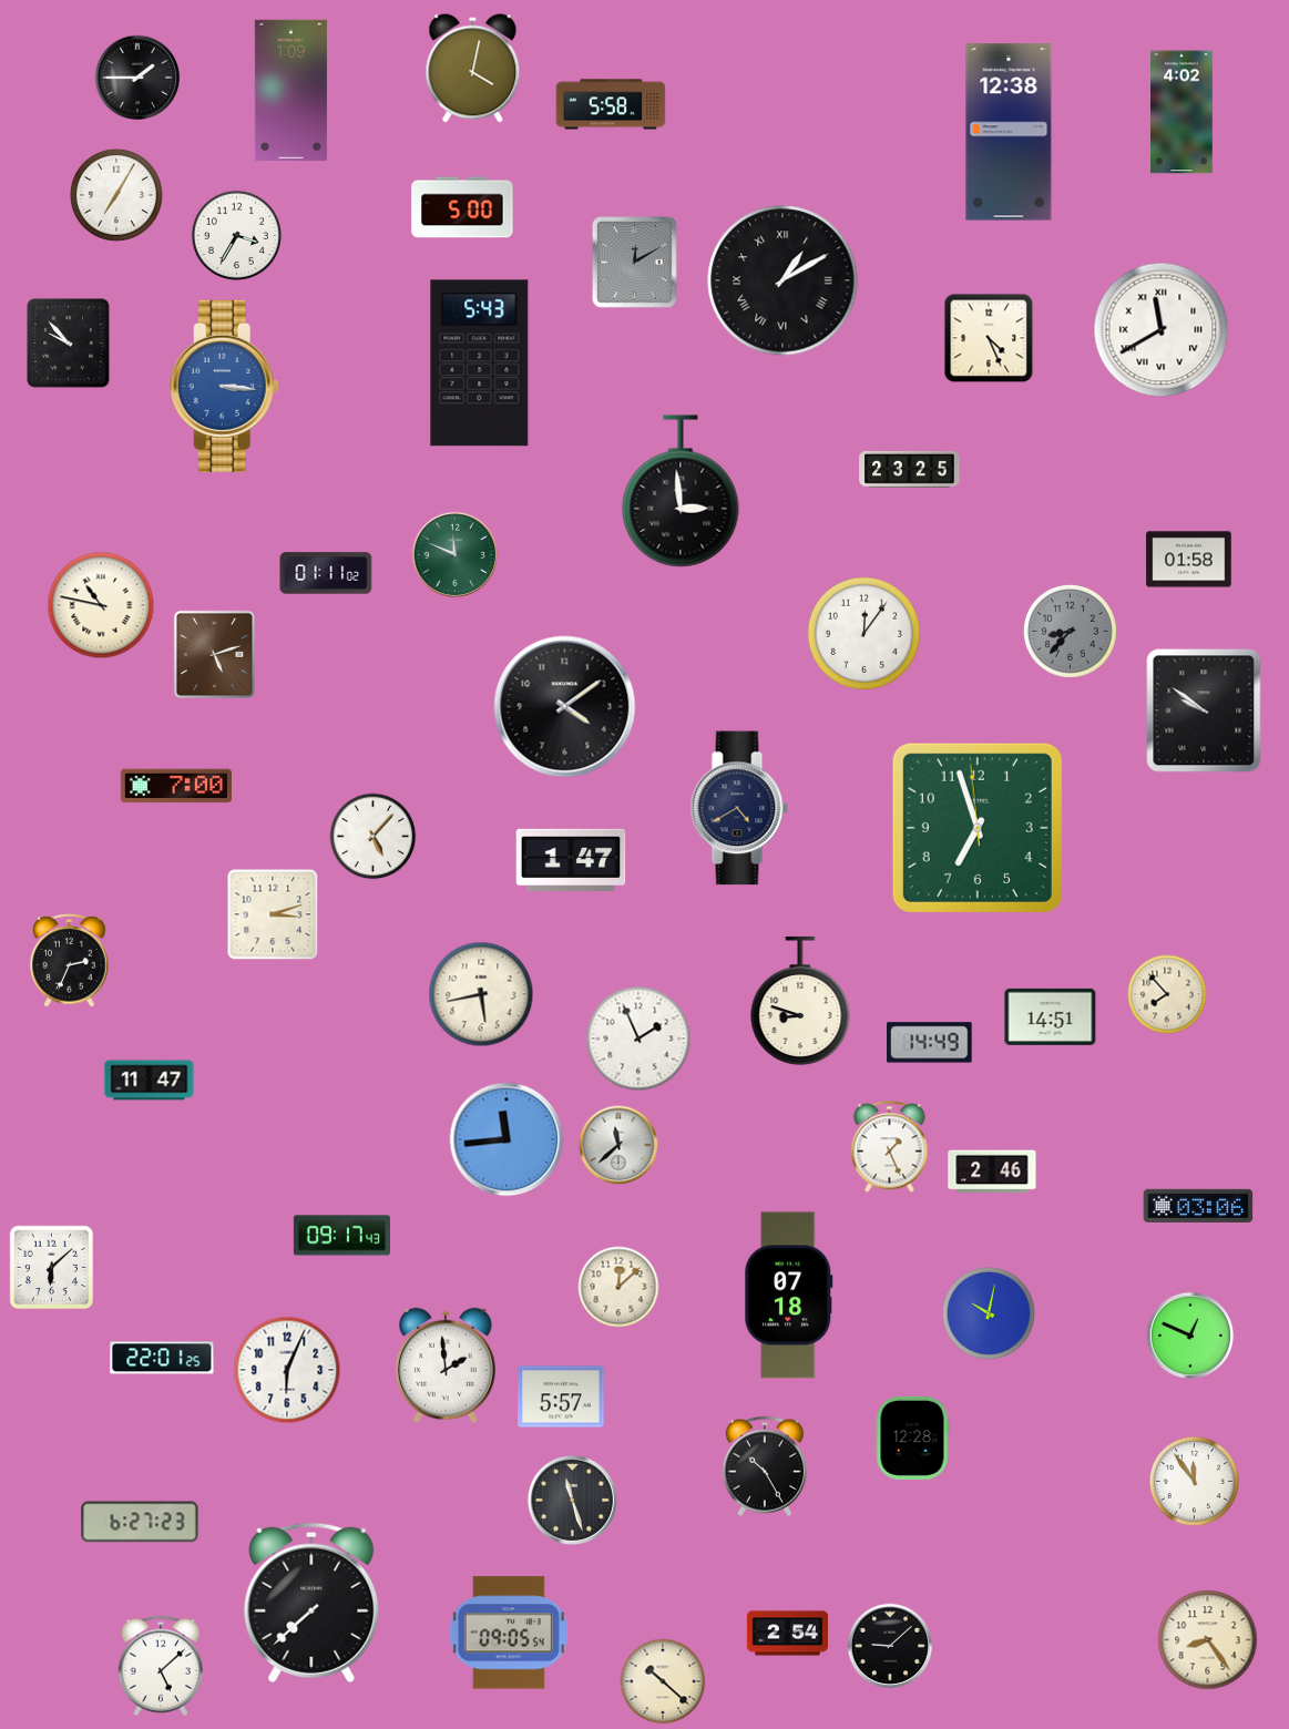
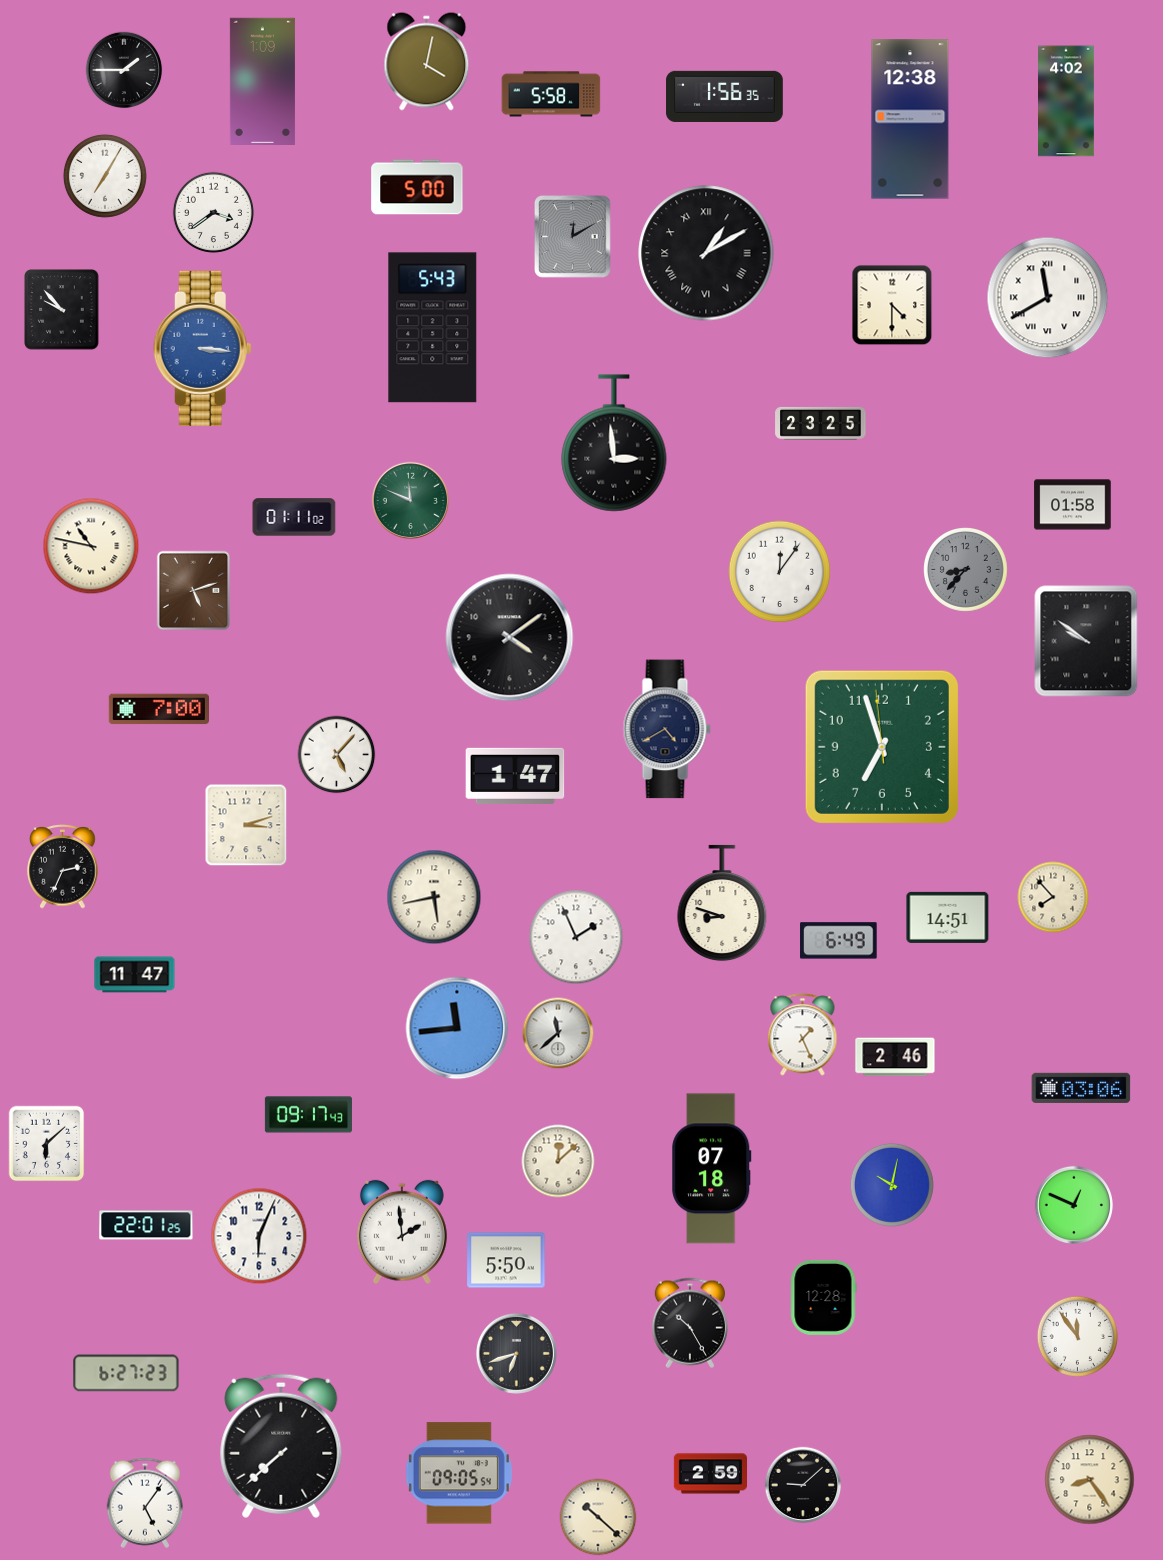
clock at (725, 96): none -> 1:56
clock at (236, 235): 3:35 -> 3:39
clock at (989, 338): 4:26 -> 4:30
clock at (930, 1043): 14:49 -> 6:49
clock at (561, 1396): 5:57 -> 5:50
clock at (572, 1500): 11:27 -> 6:42
clock at (788, 1634): 2:54 -> 2:59
clock at (160, 1666): 5:08 -> 5:06
